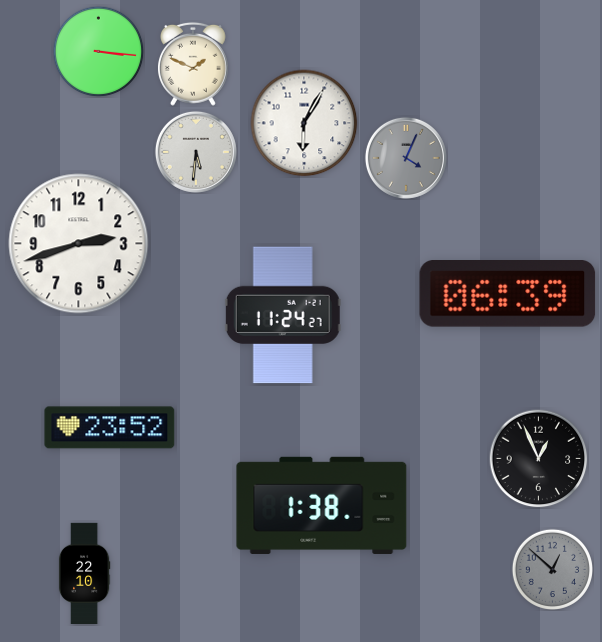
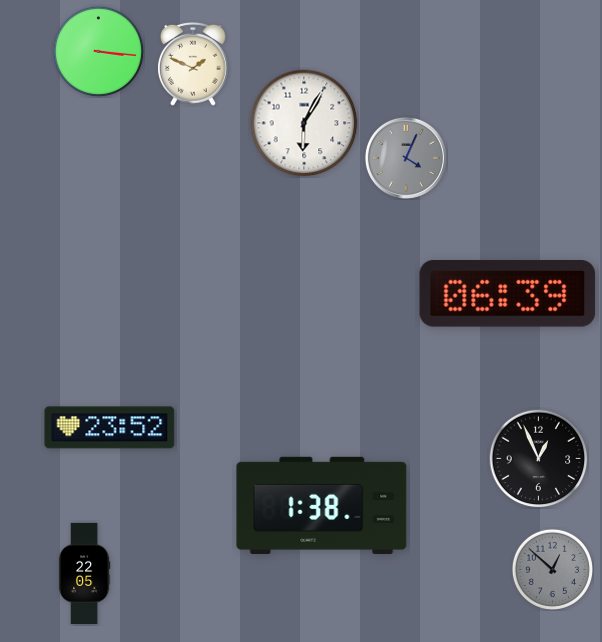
clock at (196, 152): 5:31 -> none
clock at (79, 244): 2:42 -> none
clock at (283, 315): 11:24 -> none
clock at (84, 573): 22:10 -> 22:05
